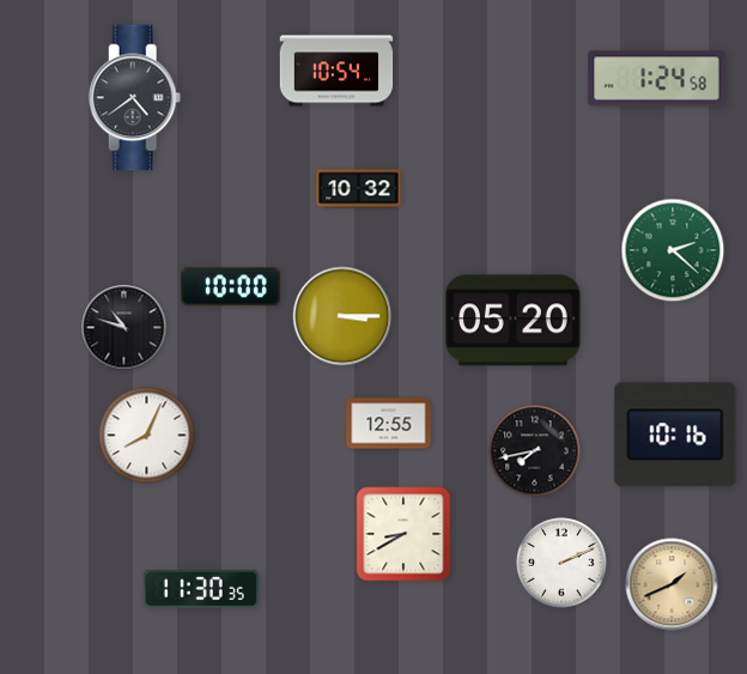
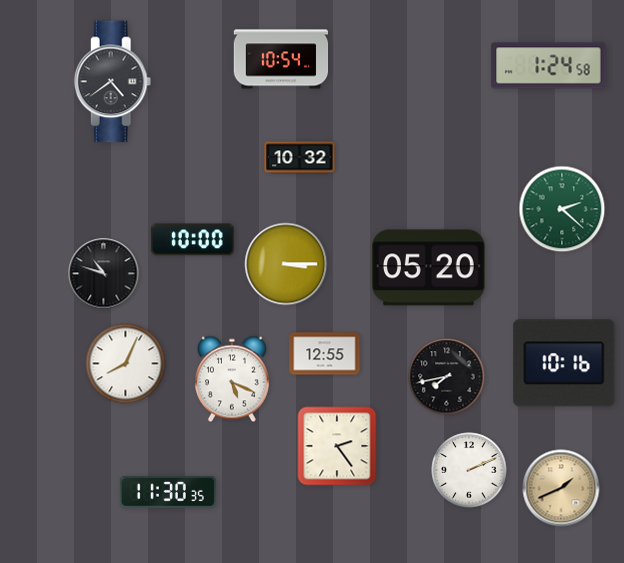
clock at (147, 436) position: (147, 436) -> (126, 364)
clock at (232, 379): none -> 5:19
clock at (403, 534): 8:40 -> 2:24
